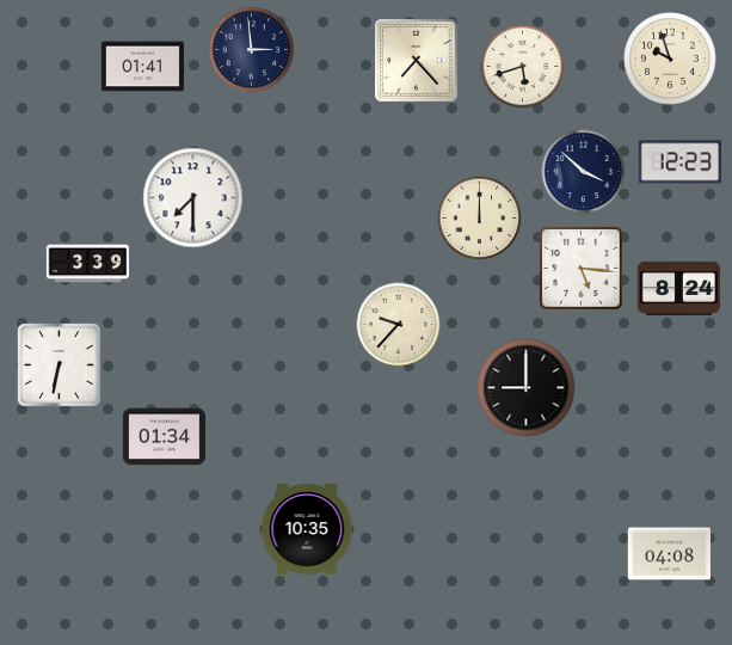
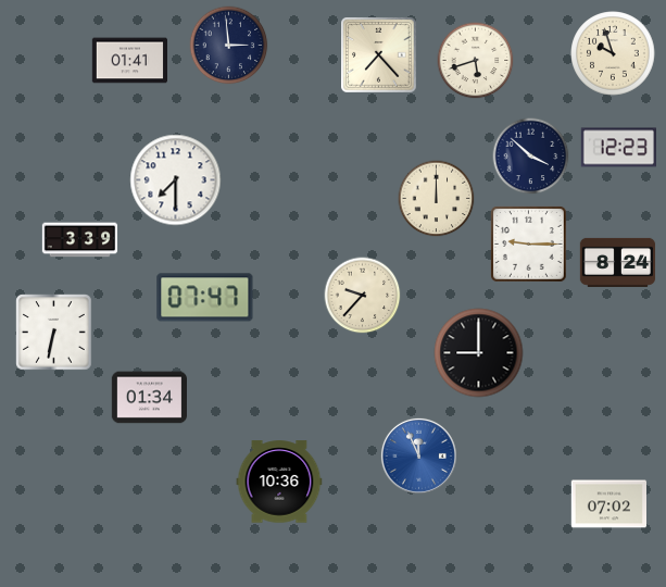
clock at (670, 59) position: (670, 59) -> (613, 53)
clock at (582, 269): 5:16 -> 9:15
clock at (205, 298): none -> 07:47
clock at (418, 455): none -> 11:56
clock at (307, 529): 10:35 -> 10:36
clock at (669, 554): 04:08 -> 07:02
